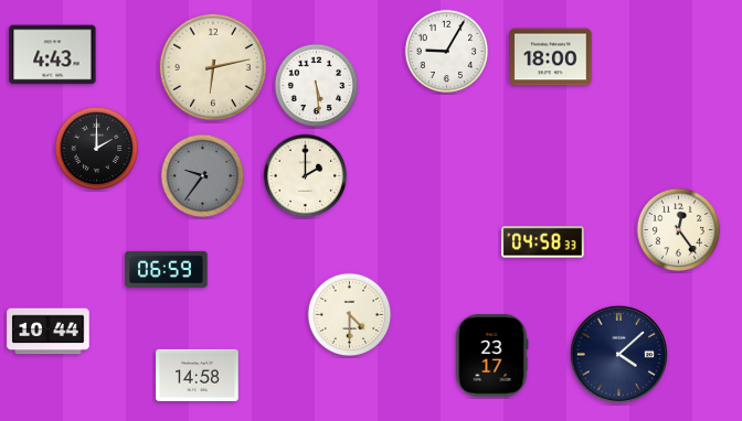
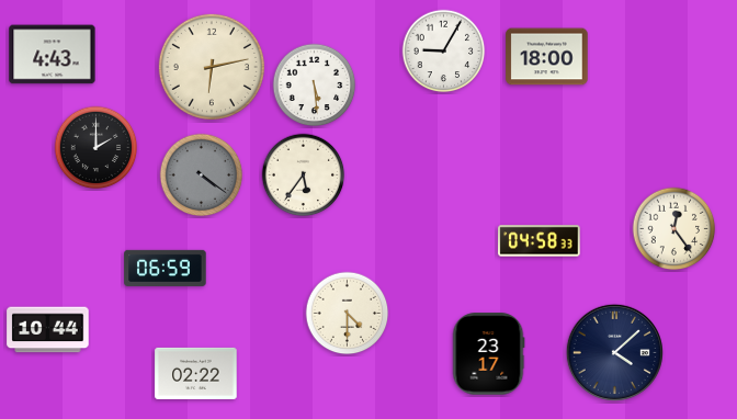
clock at (203, 176): 9:36 -> 4:21
clock at (306, 176): 2:00 -> 5:36
clock at (198, 375): 14:58 -> 02:22
